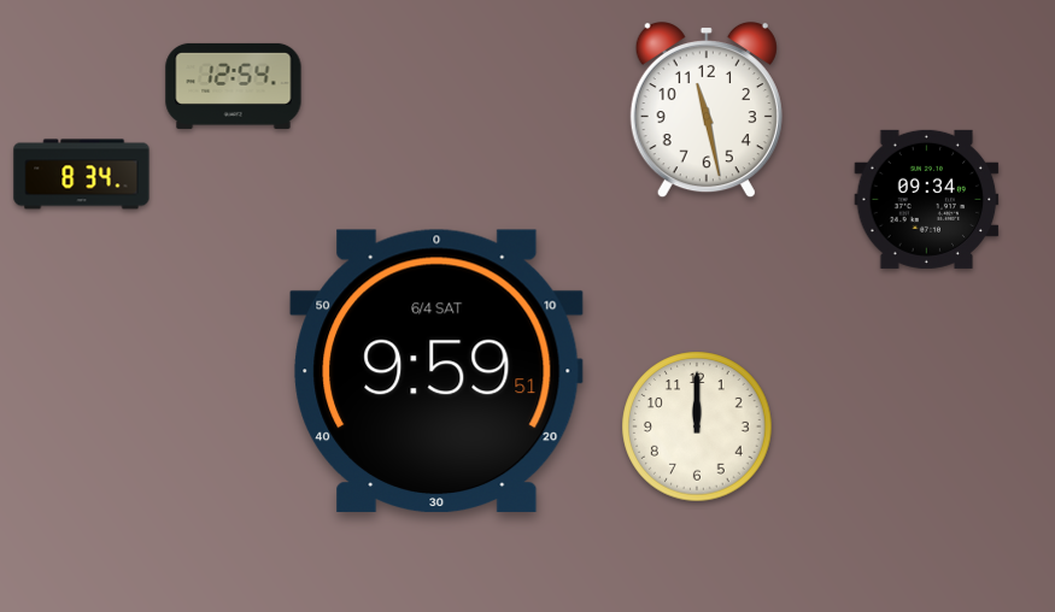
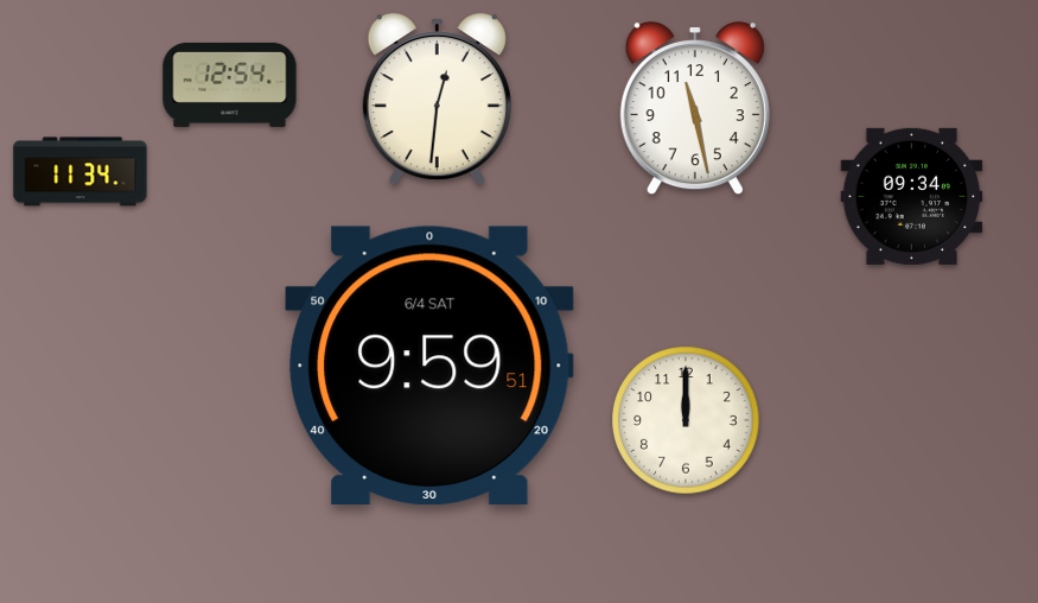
clock at (437, 100): none -> 12:31
clock at (82, 175): 8:34 -> 11:34
